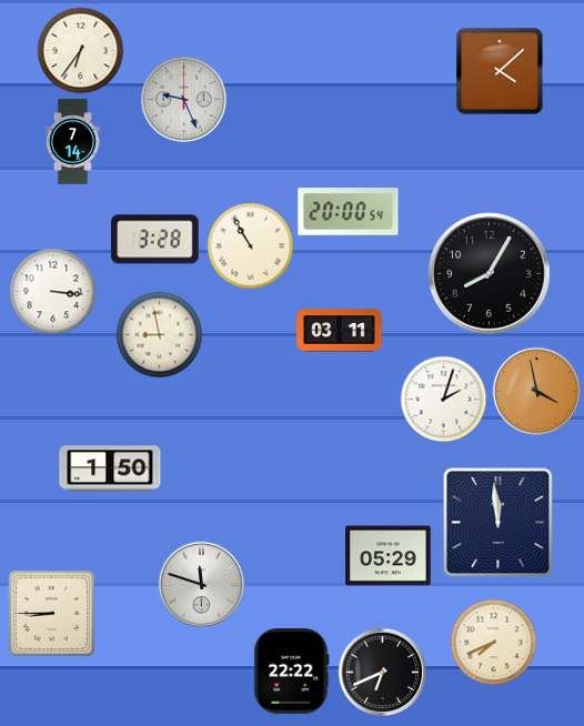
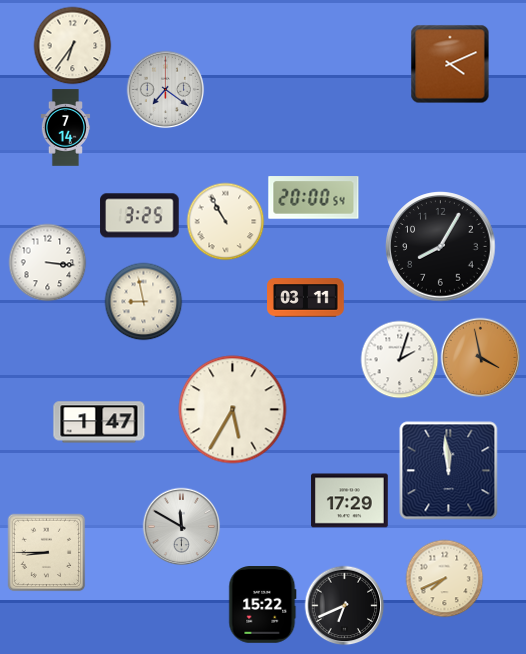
clock at (500, 71): 4:08 -> 4:11
clock at (183, 99): 9:26 -> 7:21
clock at (349, 212) position: (349, 212) -> (314, 198)
clock at (155, 240): 3:28 -> 3:25
clock at (536, 391) position: (536, 391) -> (480, 357)
clock at (233, 410): none -> 5:35
clock at (110, 468): 1:50 -> 1:47
clock at (389, 556): 05:29 -> 17:29
clock at (201, 584): 11:48 -> 11:50
clock at (292, 672): 22:22 -> 15:22
